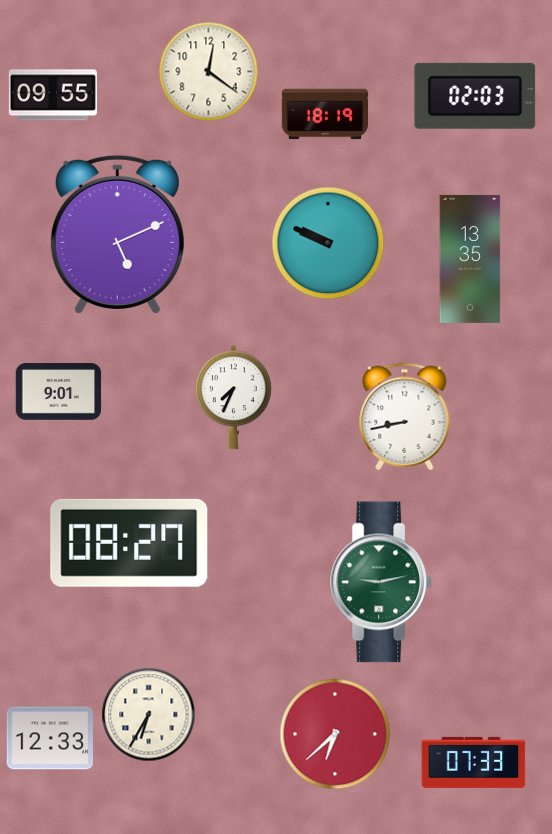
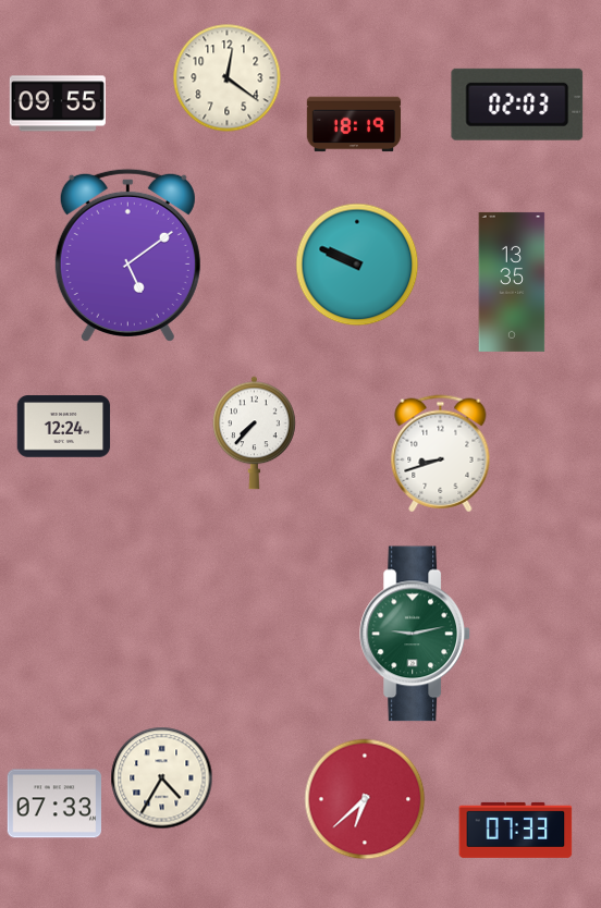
clock at (117, 234): 5:11 -> 5:09
clock at (59, 392): 9:01 -> 12:24
clock at (234, 398): 7:34 -> 7:37
clock at (405, 417): 8:43 -> 8:42
clock at (129, 543): 08:27 -> none
clock at (149, 715): 6:35 -> 4:35
clock at (49, 738): 12:33 -> 07:33
